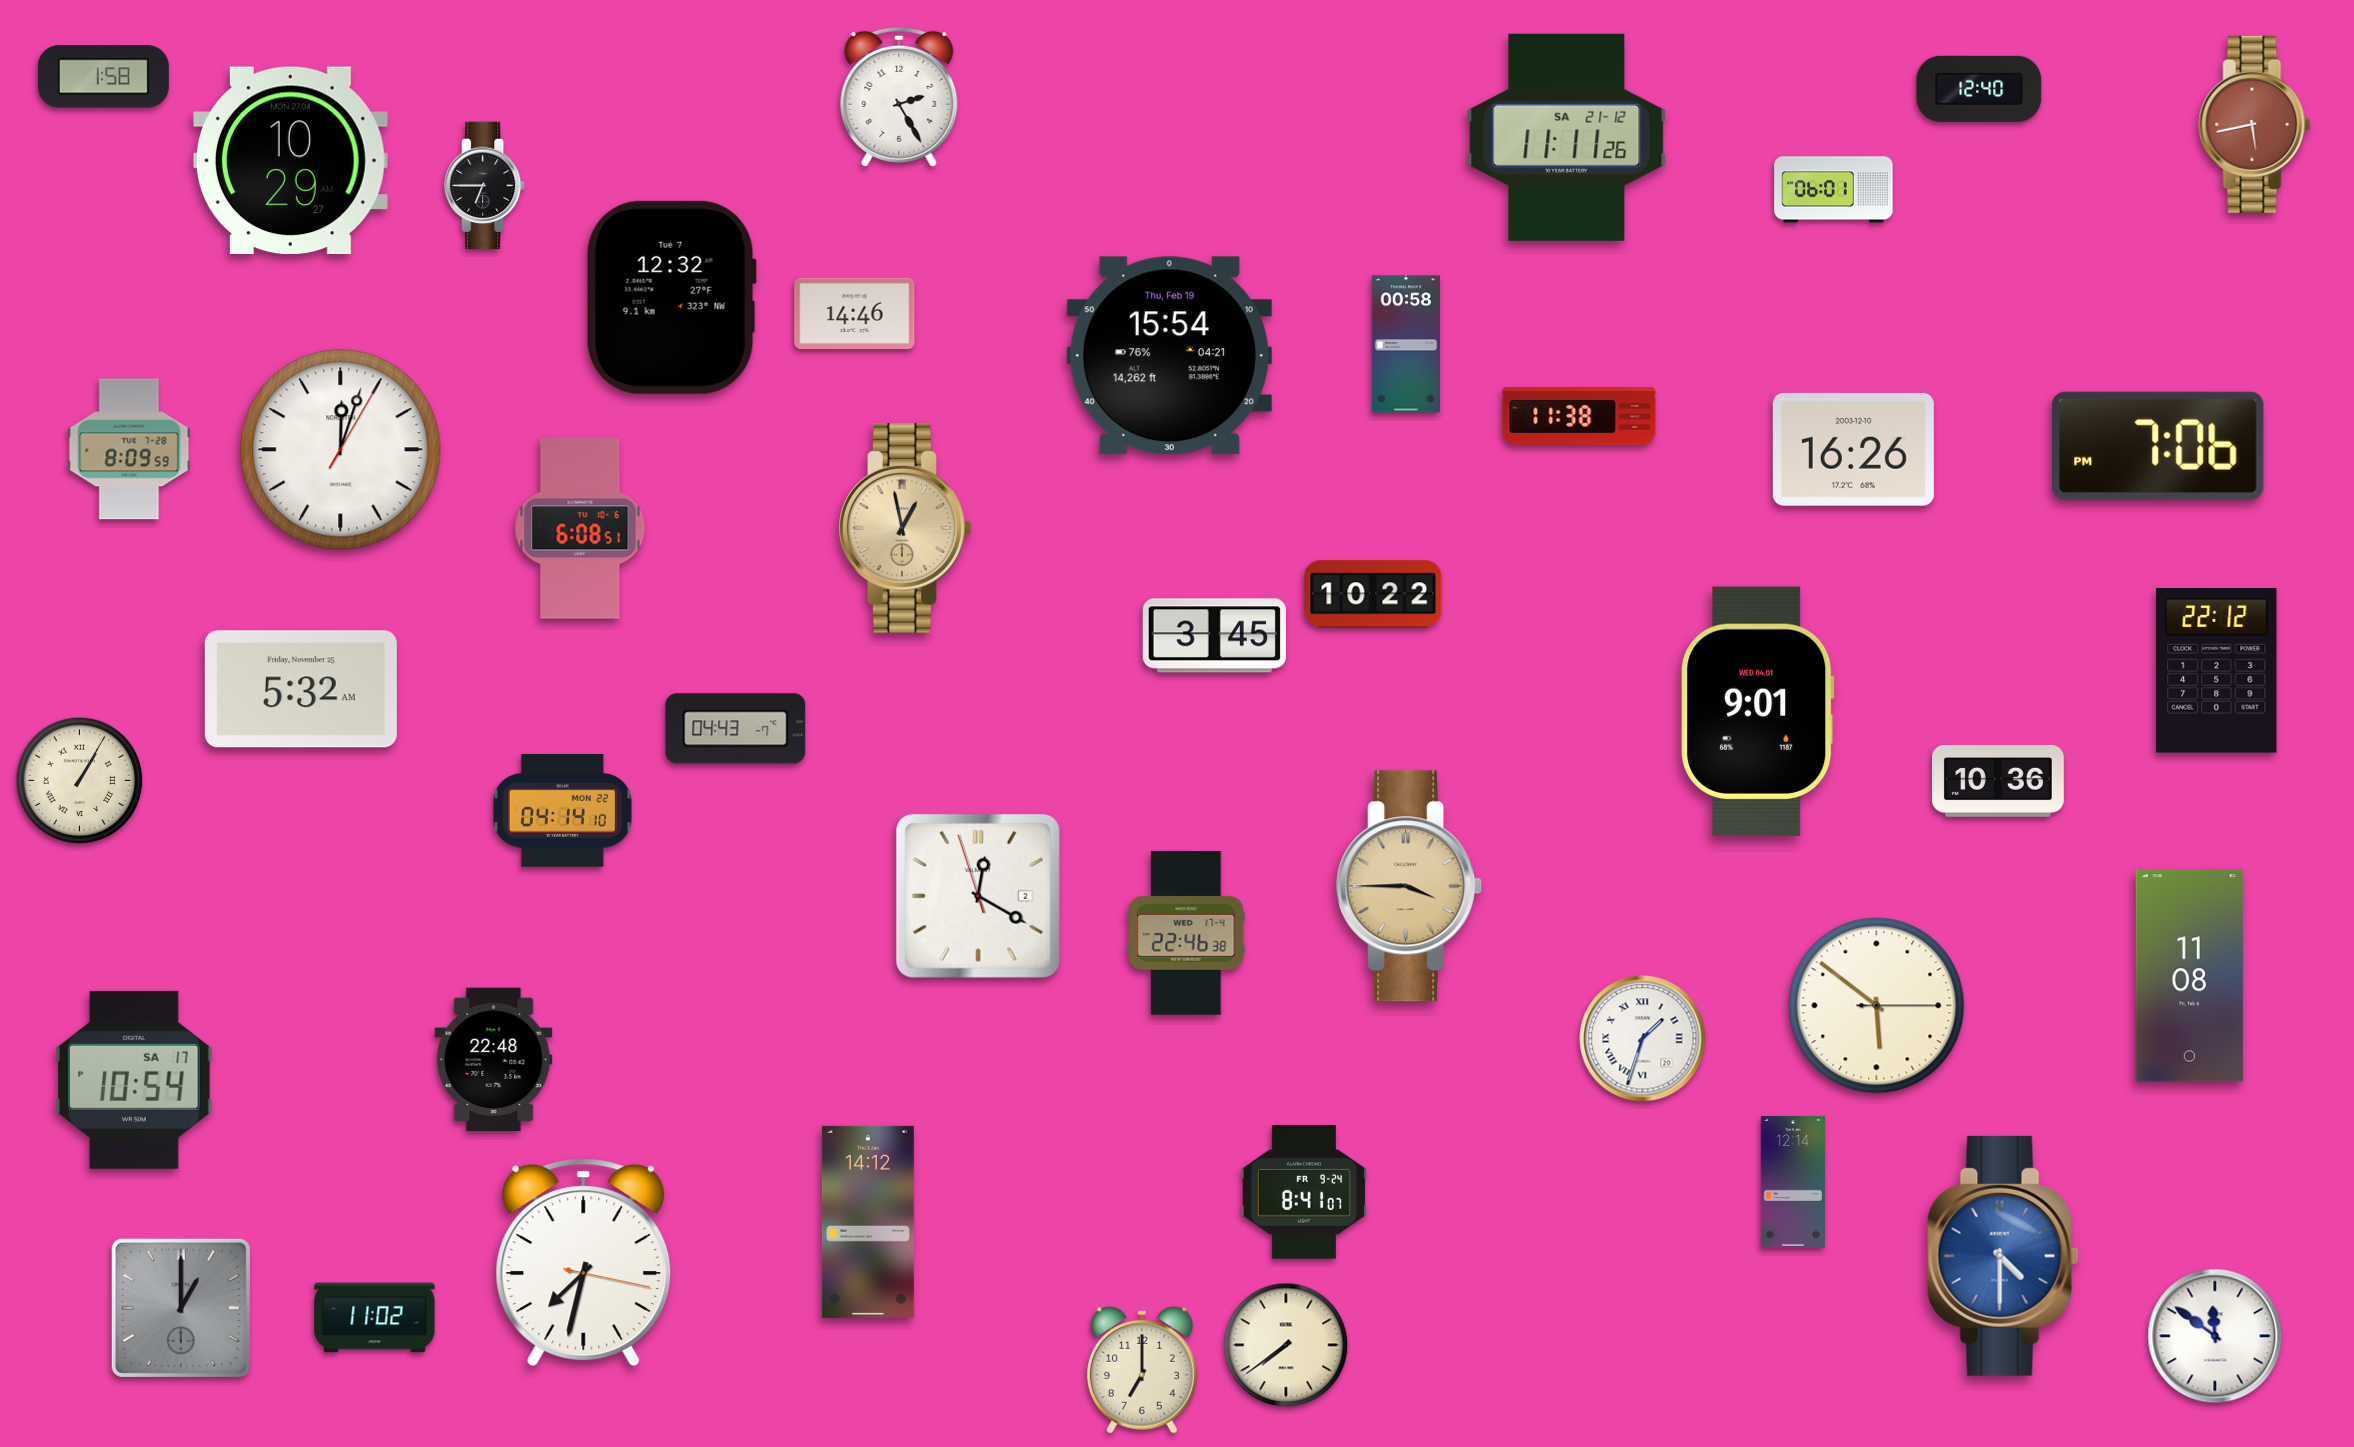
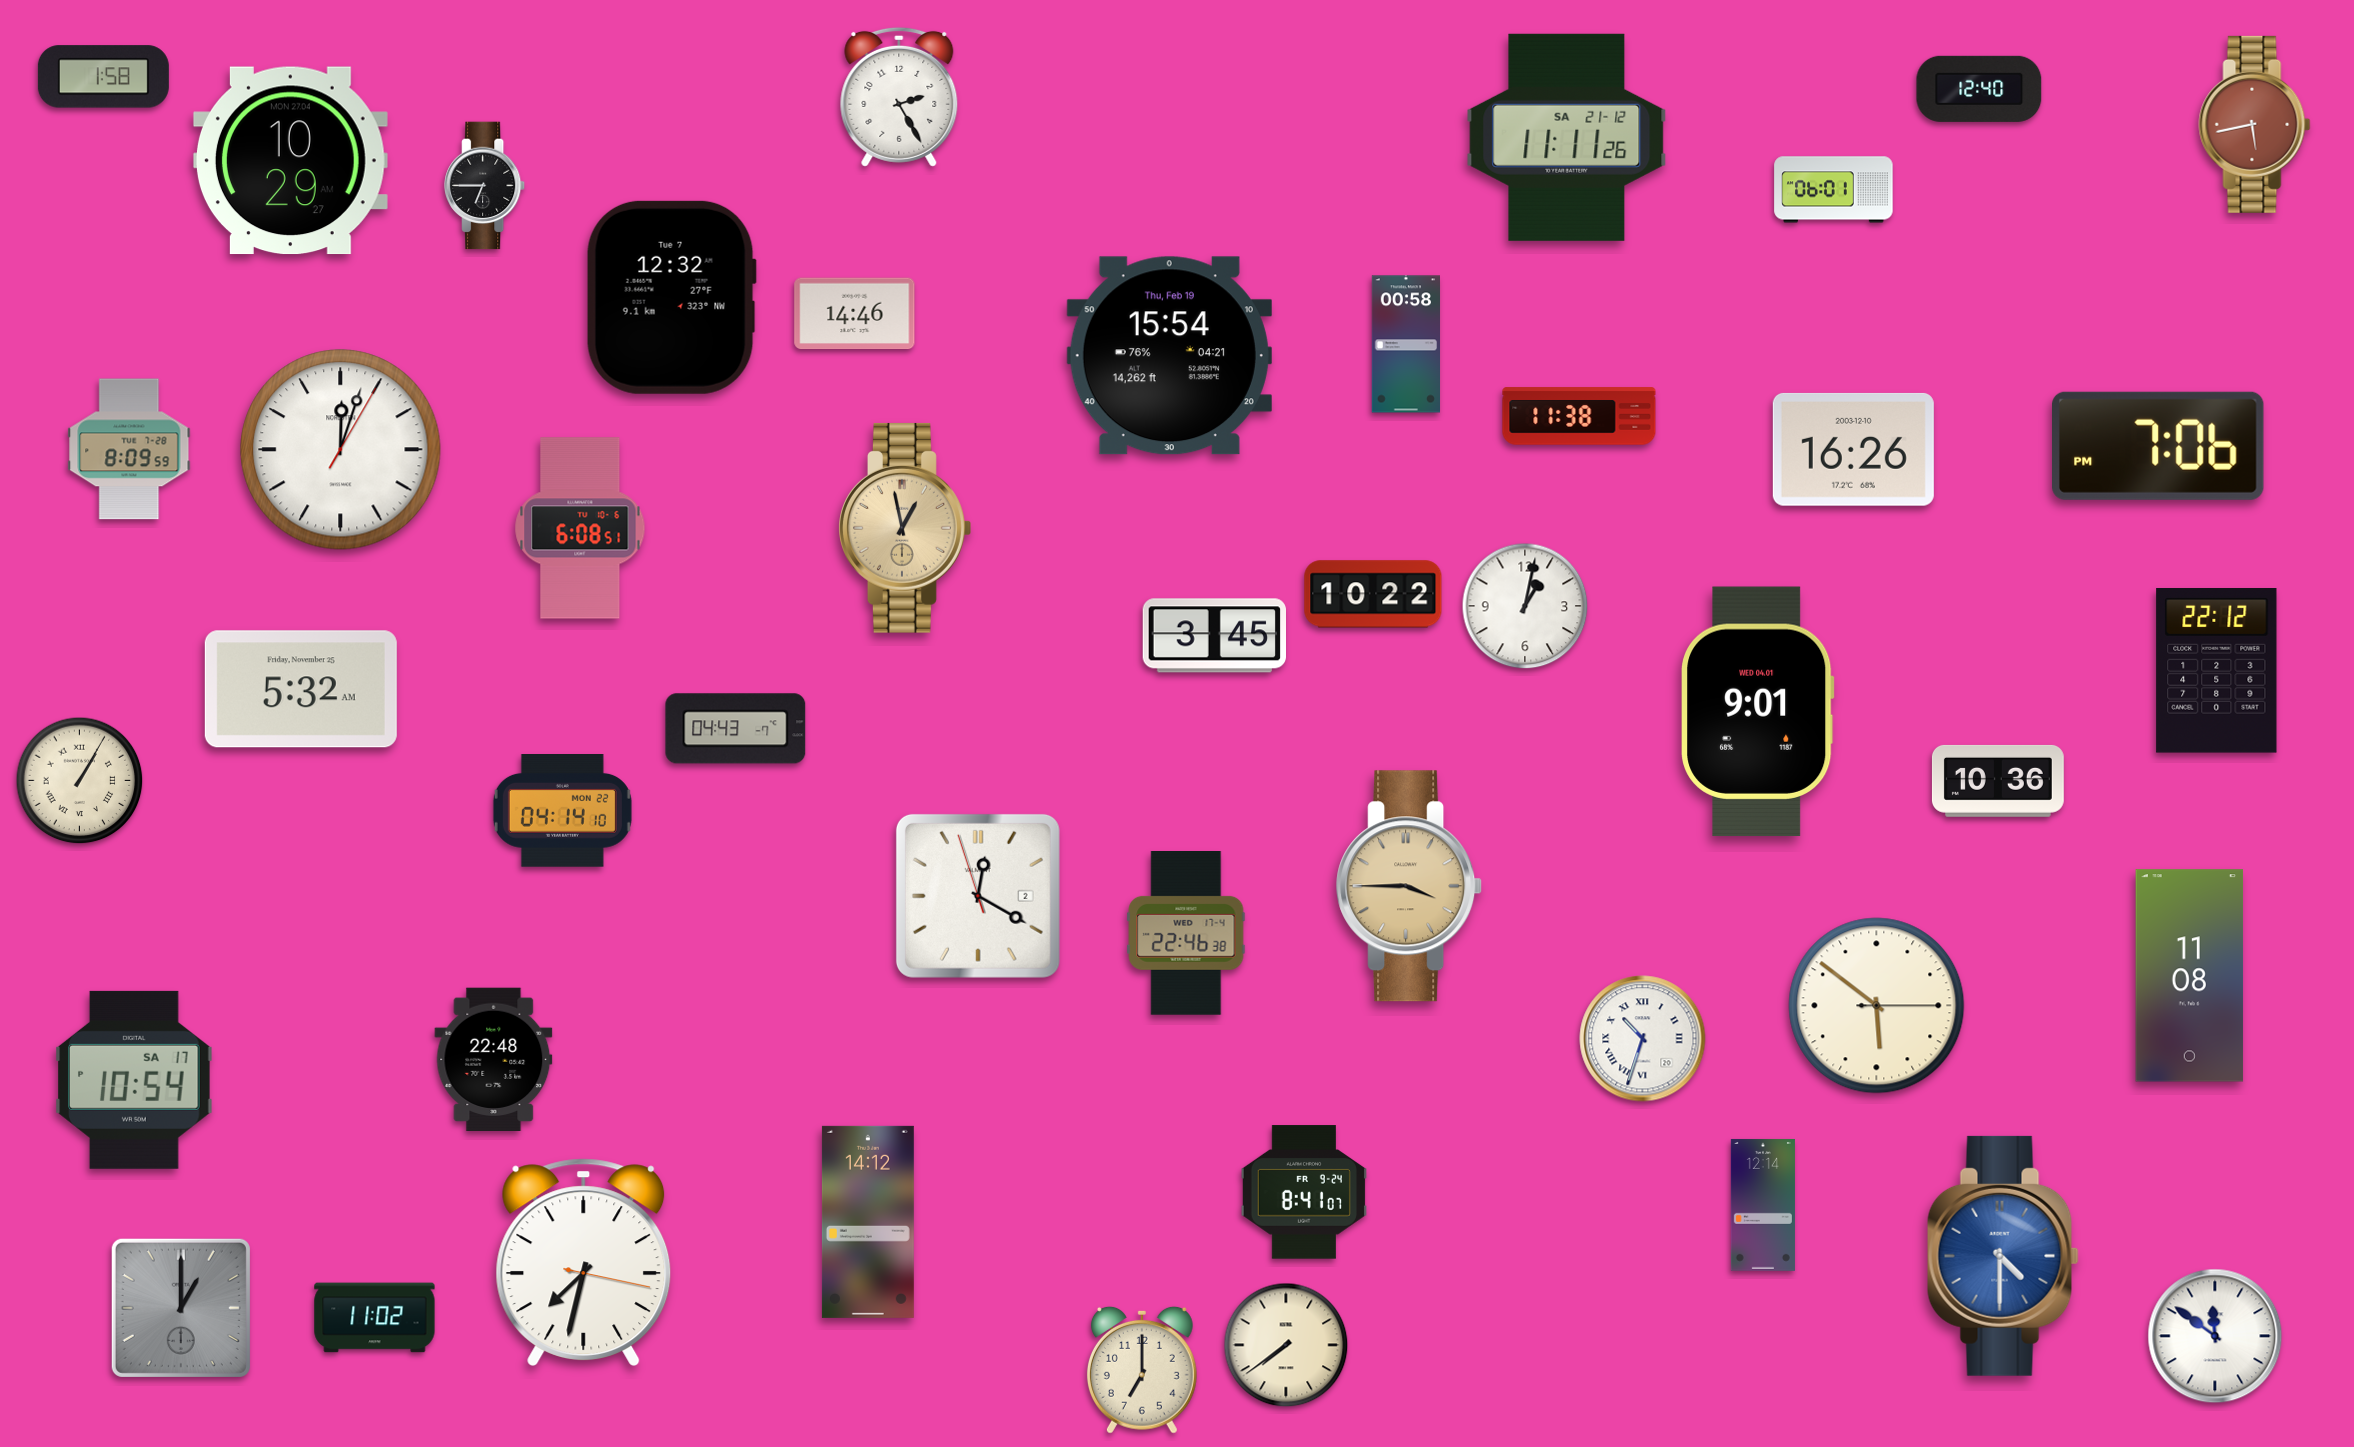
clock at (1525, 606): none -> 1:02
clock at (1643, 1039): 1:33 -> 10:33
clock at (1793, 1182) position: (1793, 1182) -> (1763, 1205)
